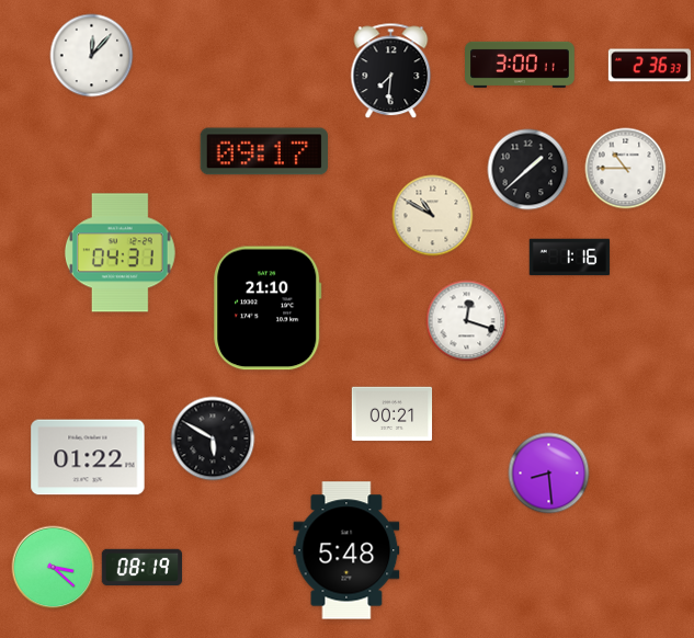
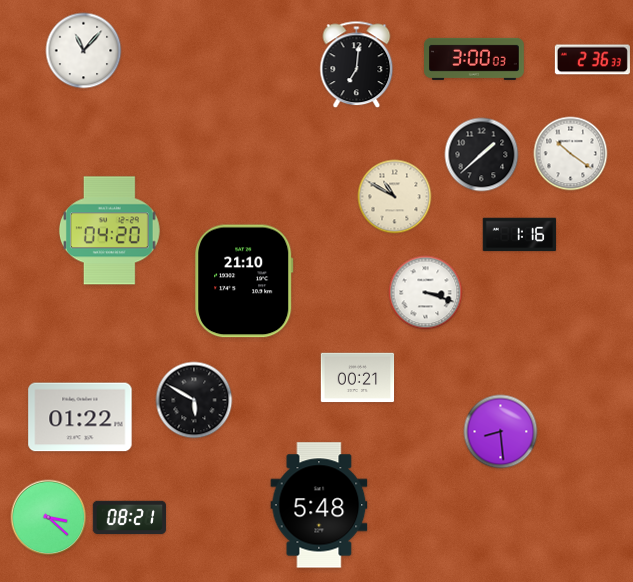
clock at (92, 56): 12:07 -> 11:07
clock at (521, 65): 3:00:11 -> 3:00:03
clock at (391, 71): 7:31 -> 7:01
clock at (263, 151): 09:17 -> none
clock at (626, 169): 10:45 -> 10:21
clock at (120, 253): 04:31 -> 04:20
clock at (467, 321): 12:18 -> 3:18
clock at (346, 550) position: (346, 550) -> (319, 505)
clock at (143, 568): 08:19 -> 08:21
